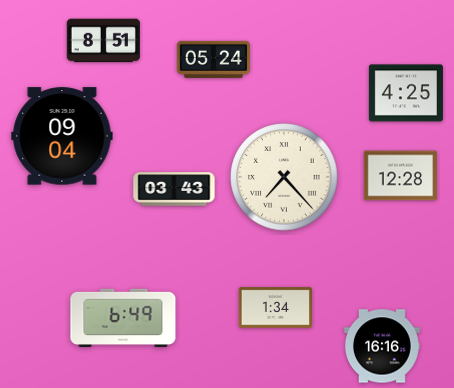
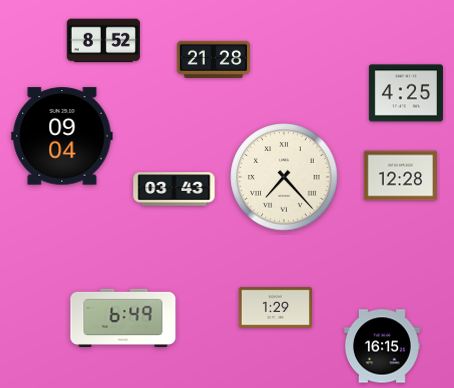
clock at (103, 41): 8:51 -> 8:52
clock at (213, 59): 05:24 -> 21:28
clock at (275, 308): 1:34 -> 1:29
clock at (382, 346): 16:16 -> 16:15
